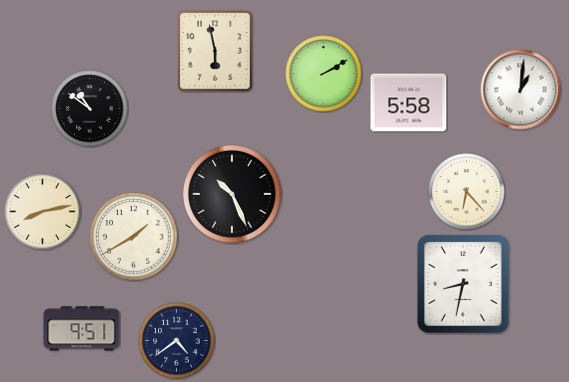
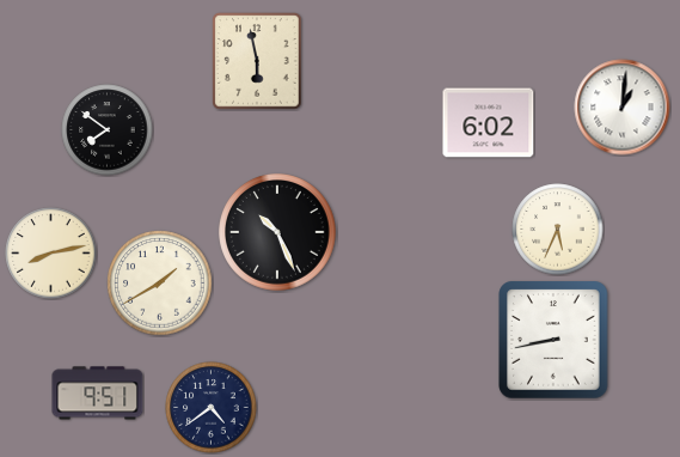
clock at (324, 74): 2:10 -> none
clock at (409, 103): 5:58 -> 6:02
clock at (90, 109): 10:51 -> 7:51
clock at (467, 192): 6:23 -> 5:34
clock at (463, 284): 8:32 -> 8:43
